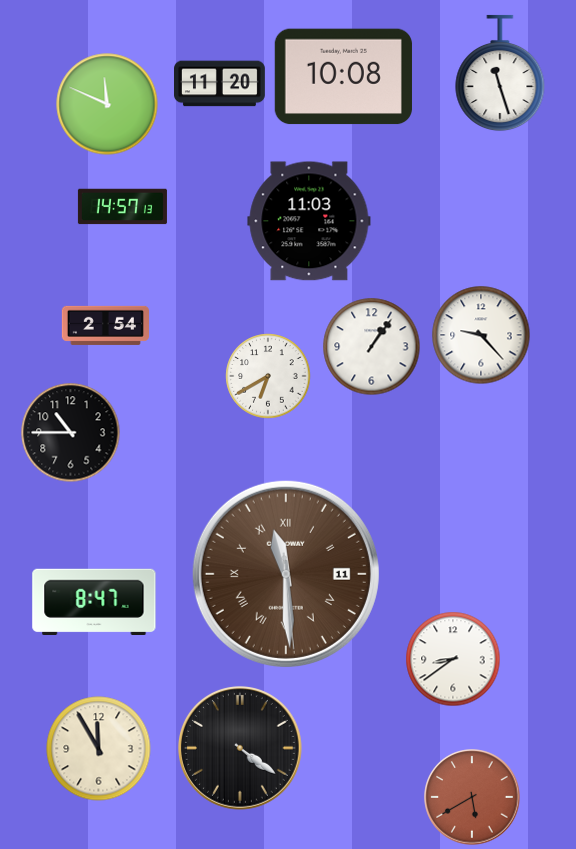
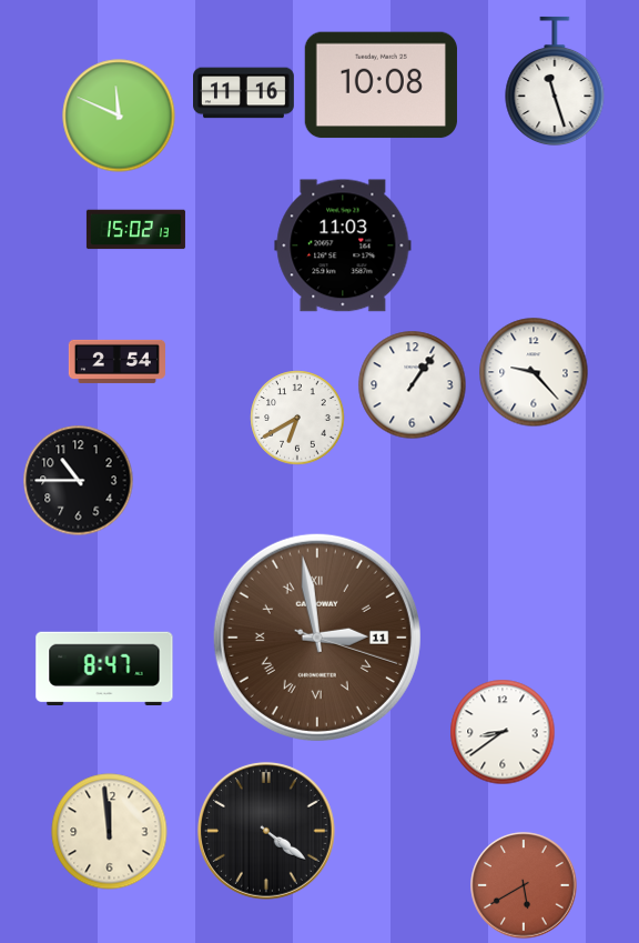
clock at (220, 84): 11:20 -> 11:16
clock at (122, 207): 14:57 -> 15:02
clock at (286, 574): 11:29 -> 2:58
clock at (99, 749): 11:55 -> 11:59
